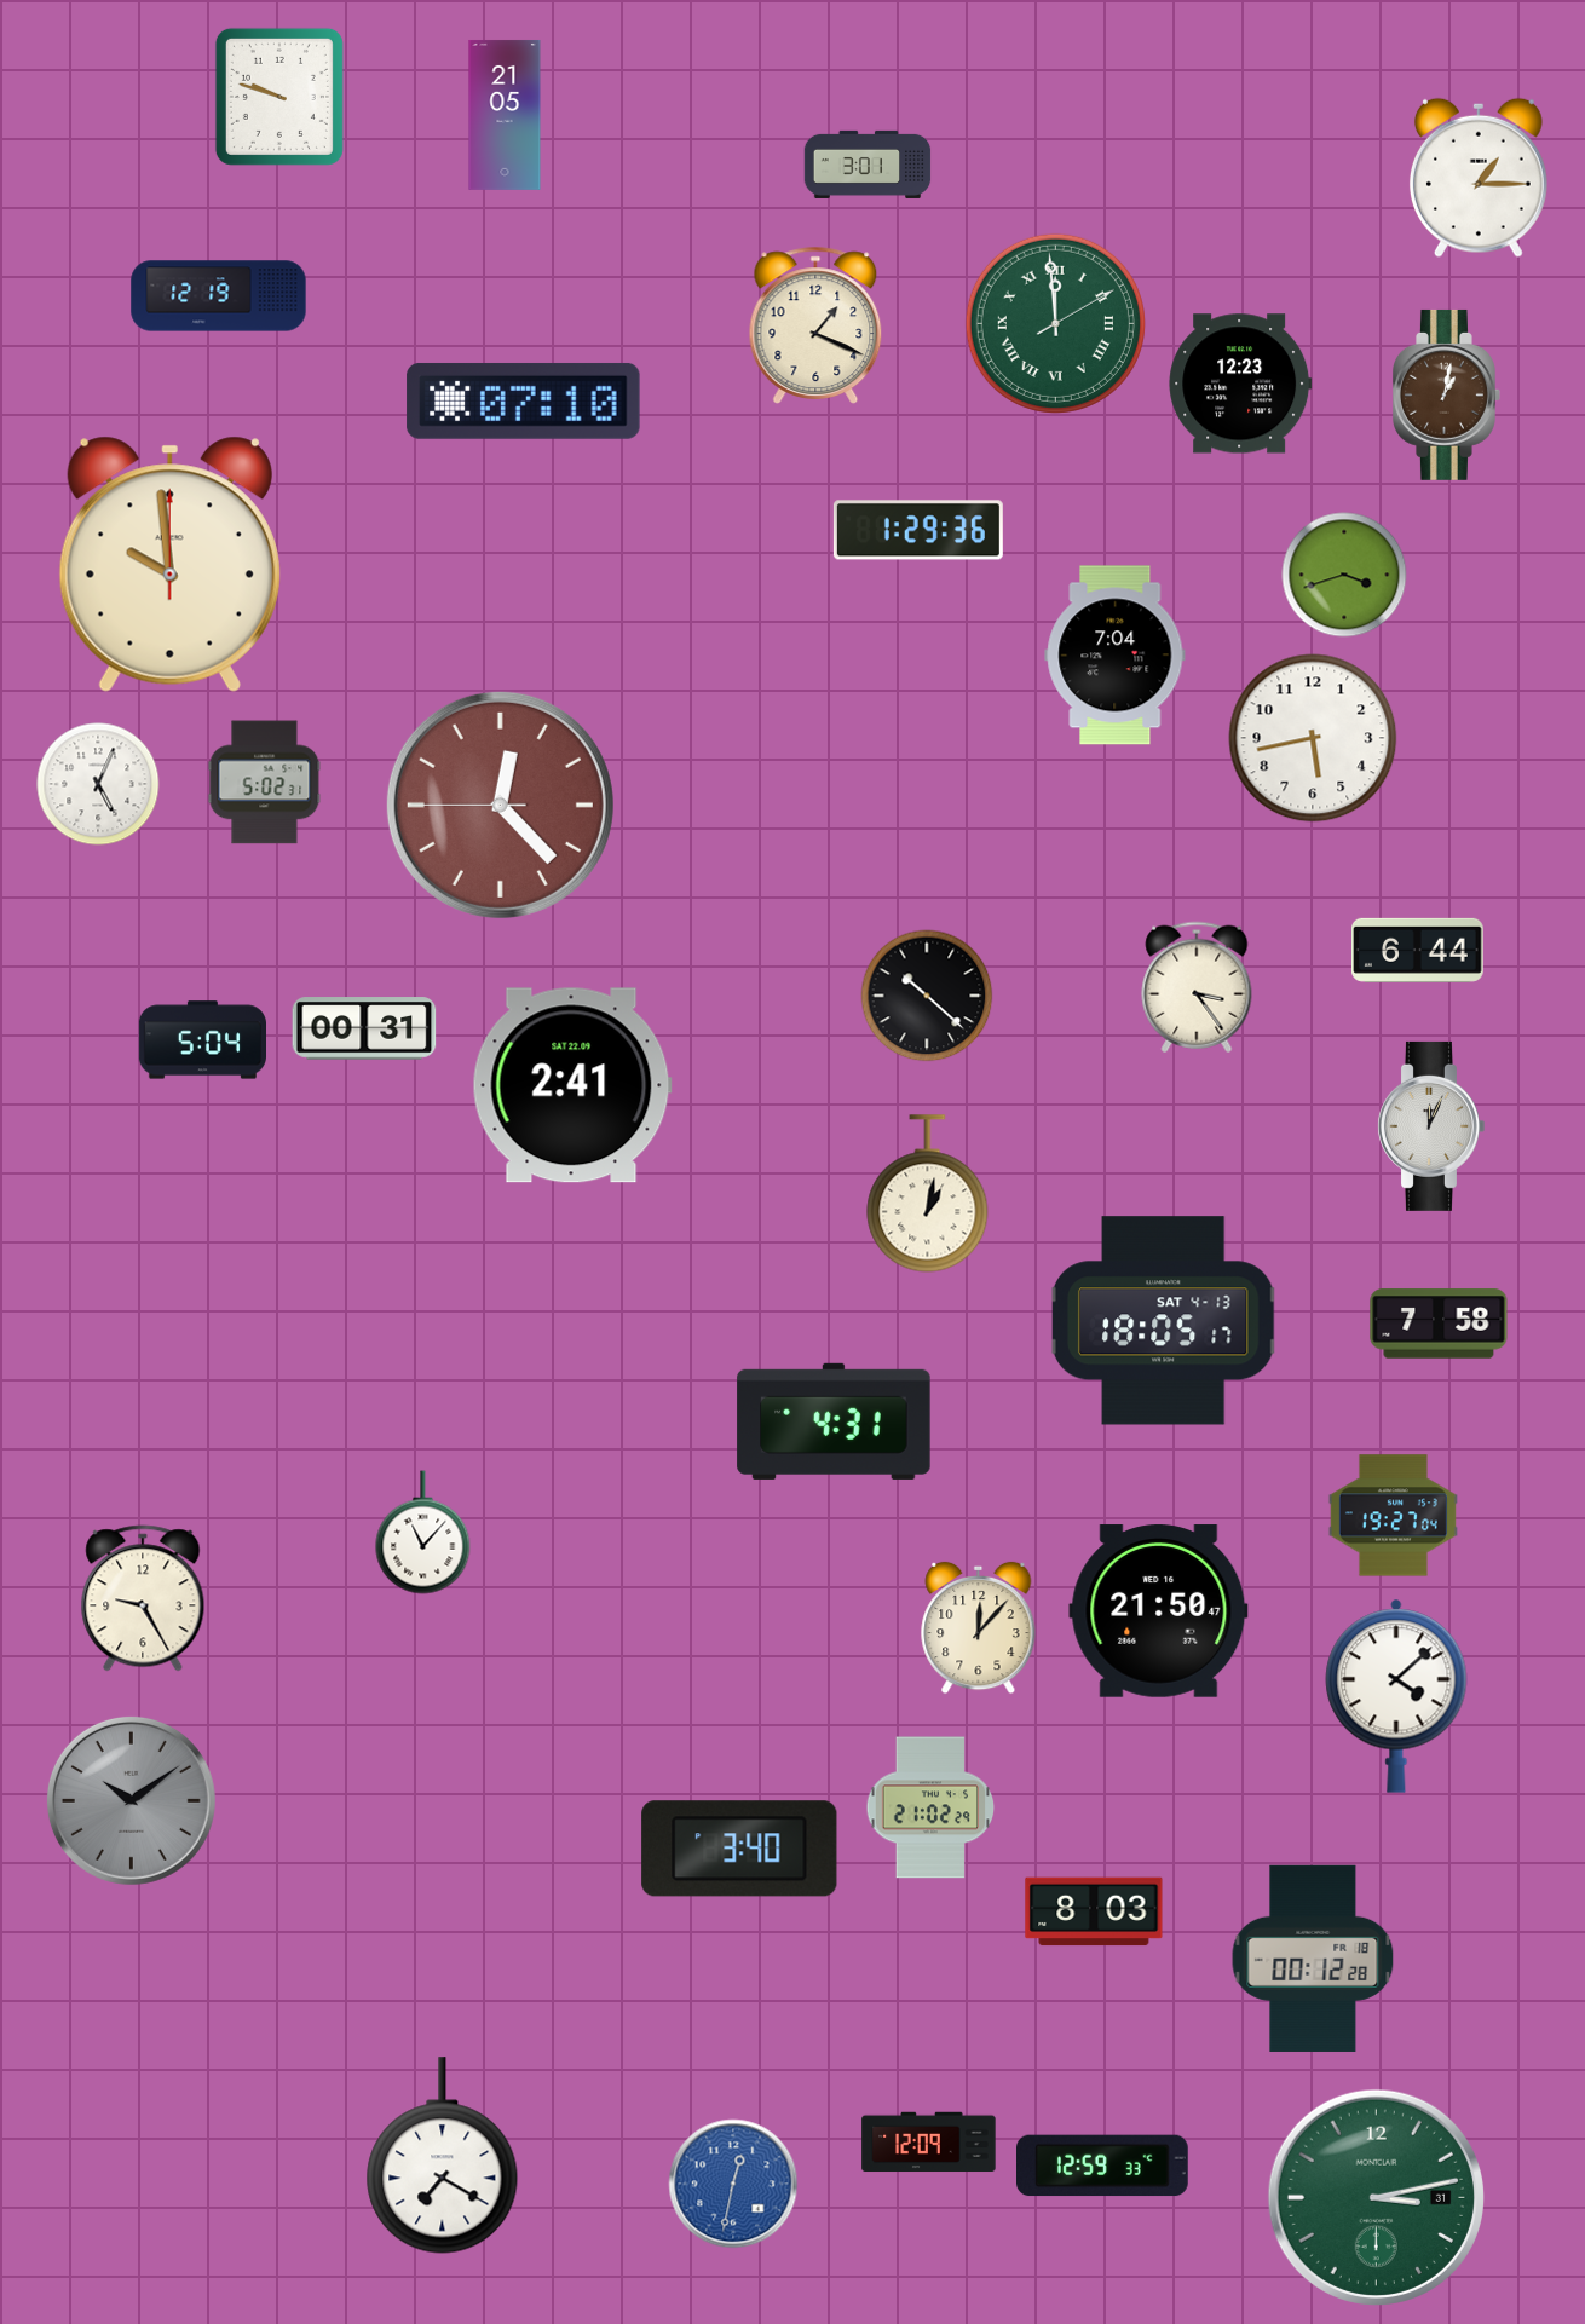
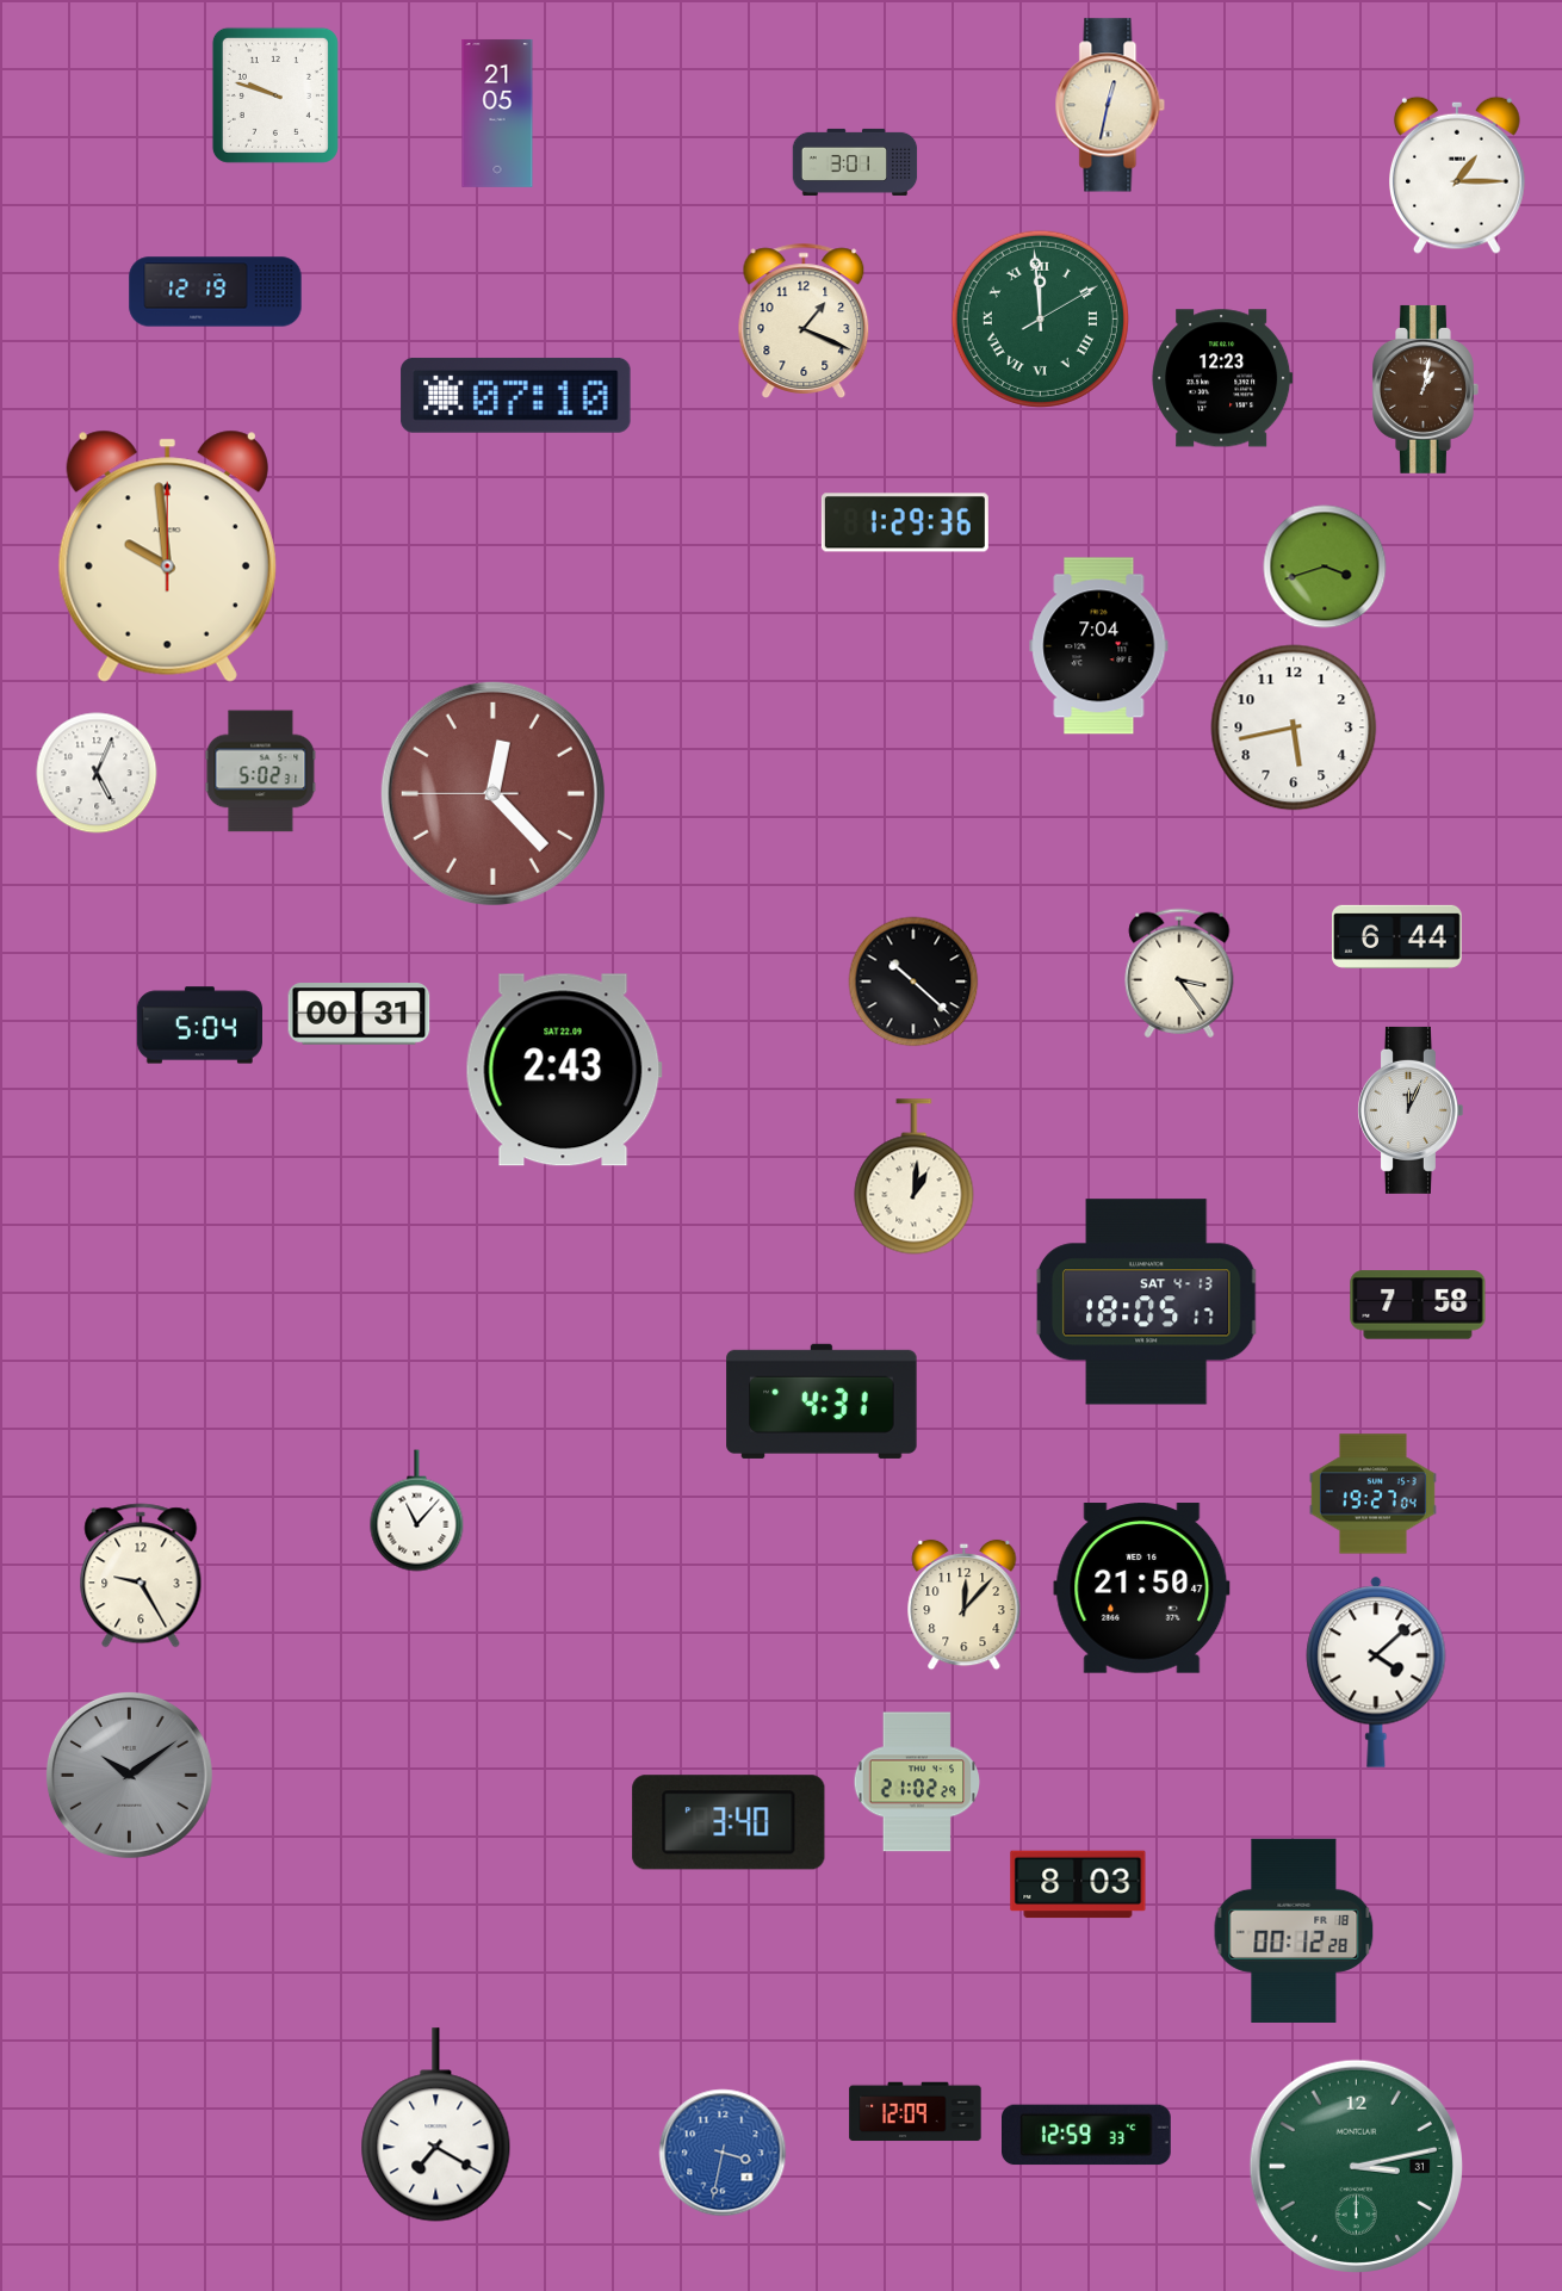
clock at (1110, 105): none -> 12:32
clock at (572, 1085): 2:41 -> 2:43
clock at (928, 1194): 1:02 -> 1:01
clock at (733, 2184): 12:32 -> 3:32
